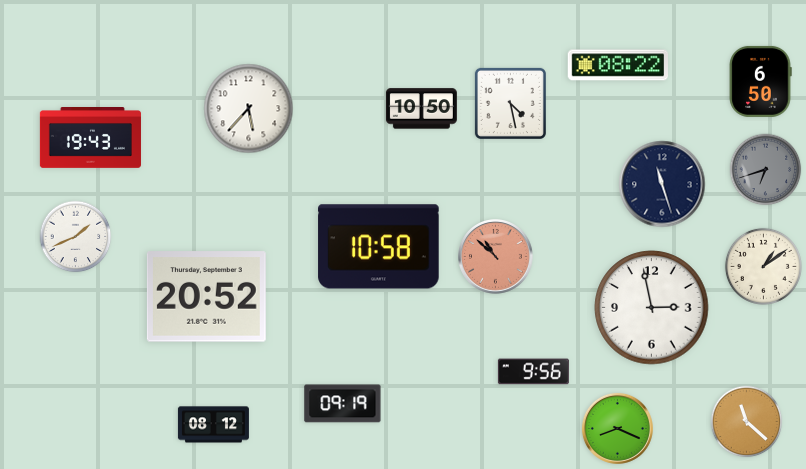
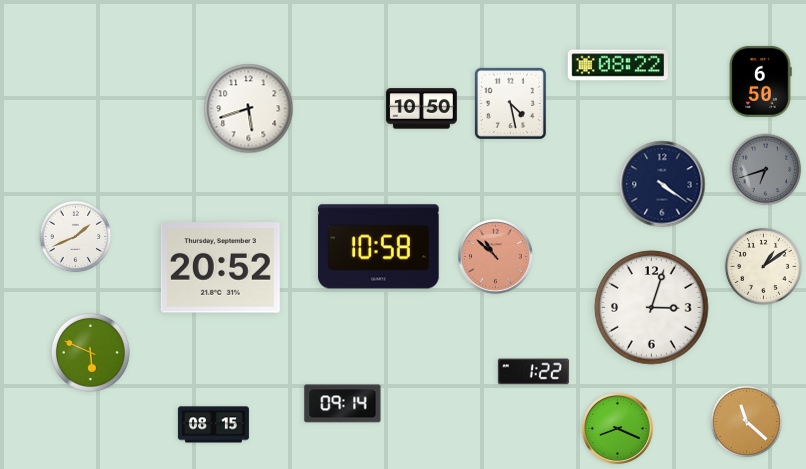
clock at (249, 109): 5:37 -> 5:42
clock at (90, 138): 19:43 -> none
clock at (662, 184): 11:27 -> 4:21
clock at (206, 297) position: (206, 297) -> (220, 268)
clock at (652, 308): 2:58 -> 3:03
clock at (90, 352): none -> 5:49
clock at (533, 372): 9:56 -> 1:22
clock at (343, 404): 09:19 -> 09:14
clock at (213, 425): 08:12 -> 08:15
